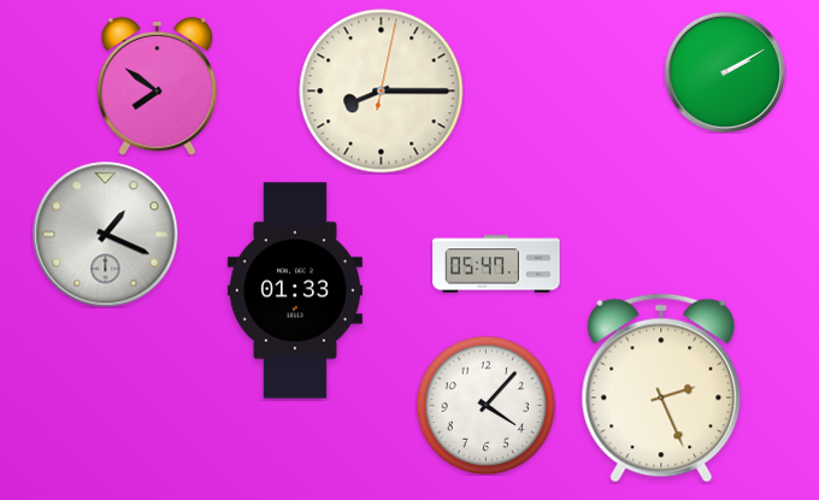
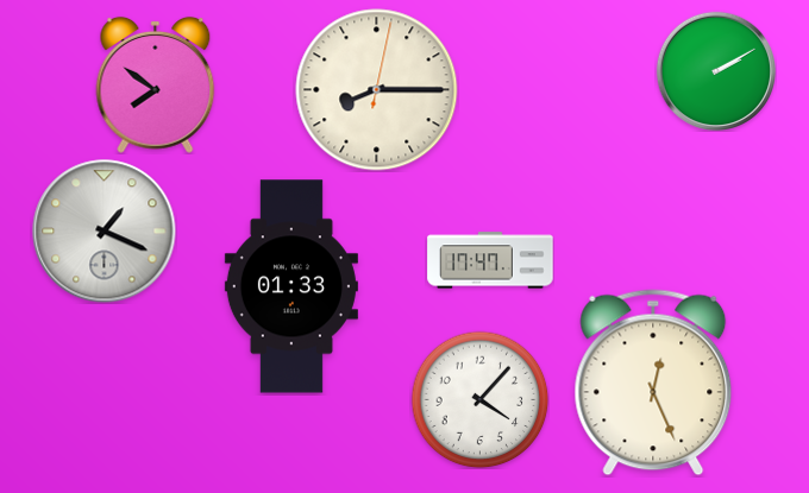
clock at (496, 264): 05:47 -> 17:47
clock at (661, 388): 2:26 -> 12:26
